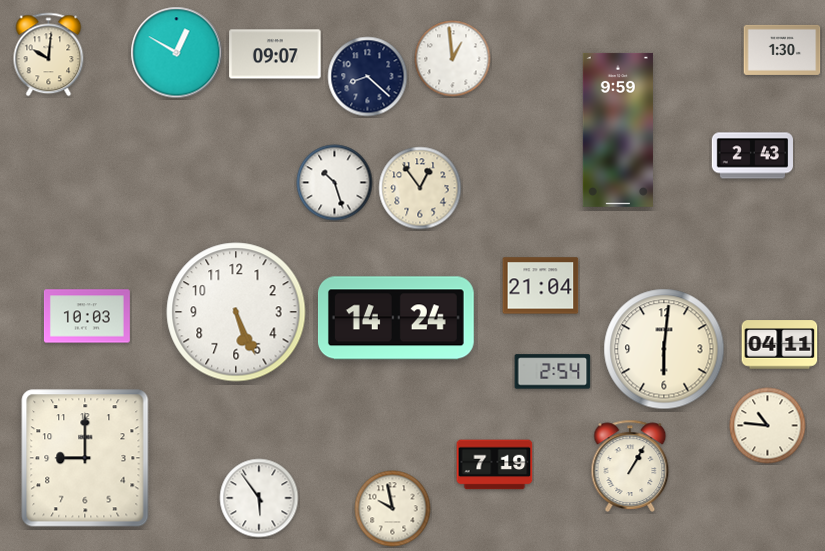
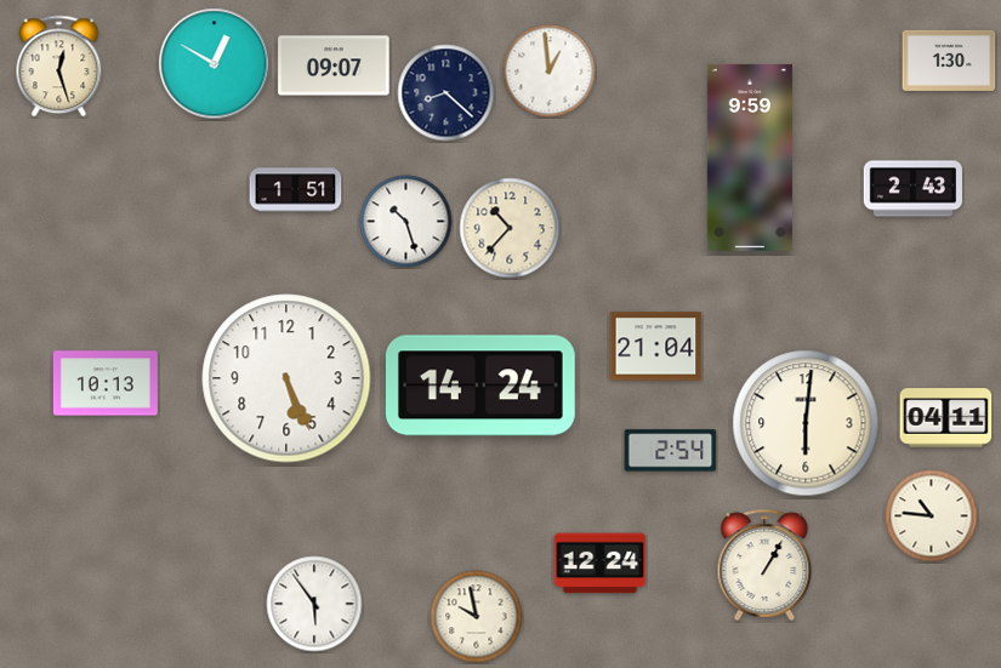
clock at (49, 55): 10:01 -> 12:27
clock at (296, 190): none -> 1:51
clock at (420, 188): 12:54 -> 10:37
clock at (87, 316): 10:03 -> 10:13
clock at (85, 458): 9:00 -> none
clock at (495, 465): 7:19 -> 12:24
